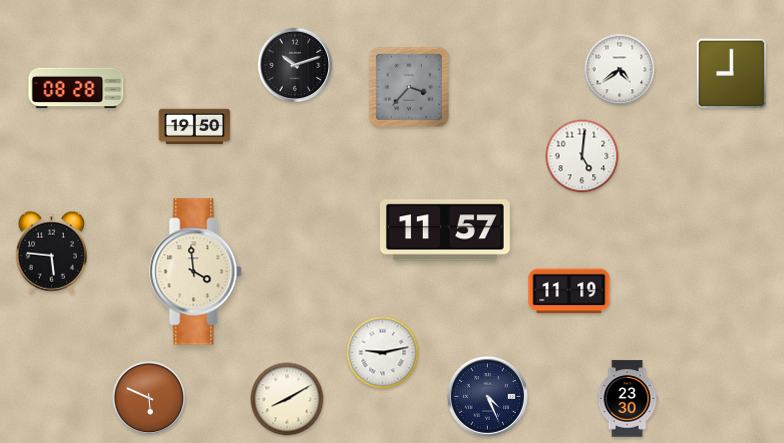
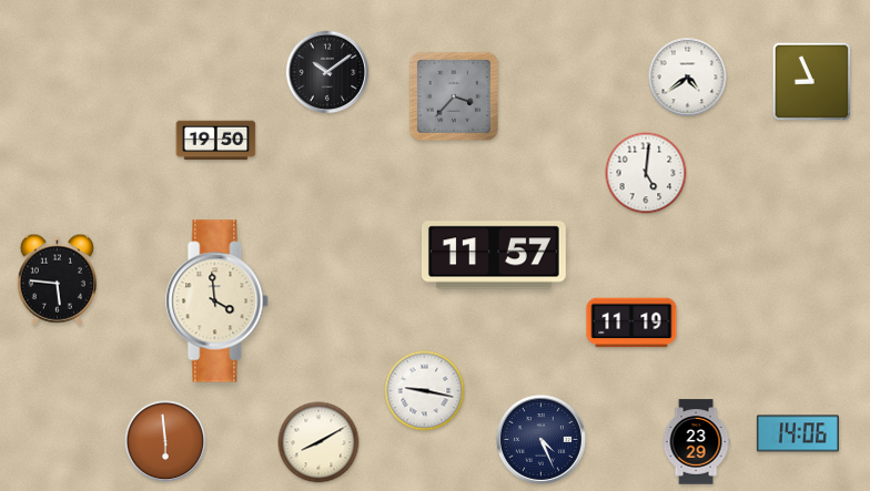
clock at (295, 65): 10:12 -> 10:09
clock at (732, 74): 9:00 -> 8:56
clock at (76, 88): 08:28 -> none
clock at (383, 353): 9:13 -> 9:17
clock at (798, 433): none -> 14:06
clock at (149, 398): 5:49 -> 5:59
clock at (627, 399): 23:30 -> 23:29
